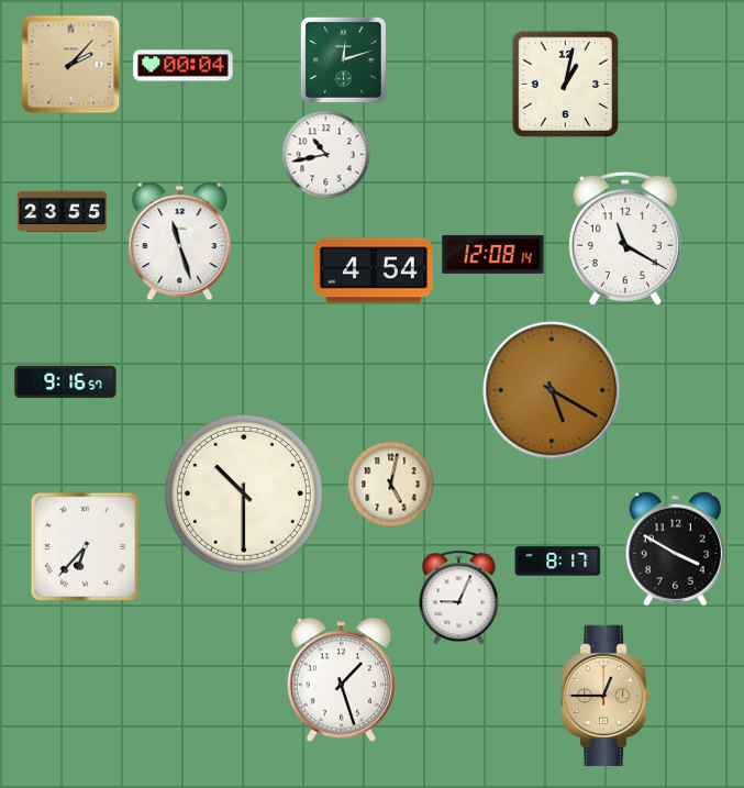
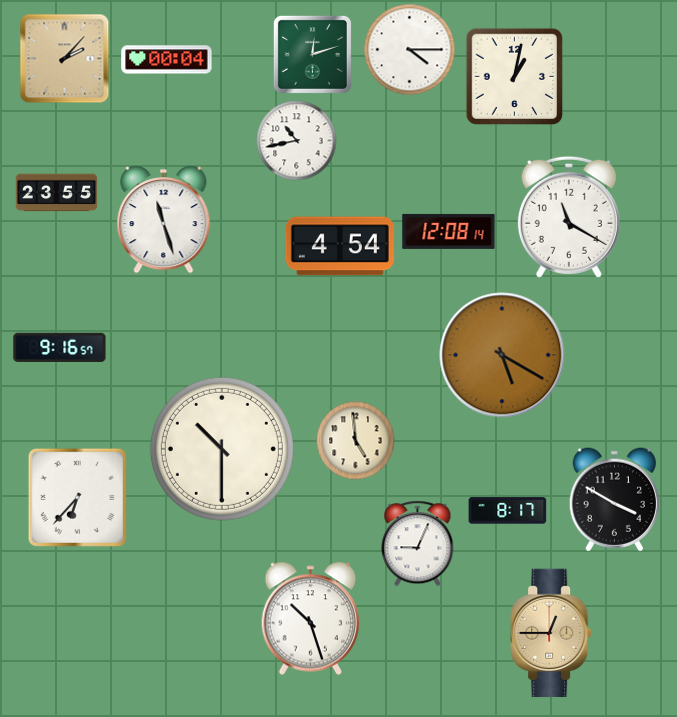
clock at (410, 50): none -> 4:15
clock at (391, 485): 5:02 -> 4:59
clock at (341, 680): 1:27 -> 10:27
